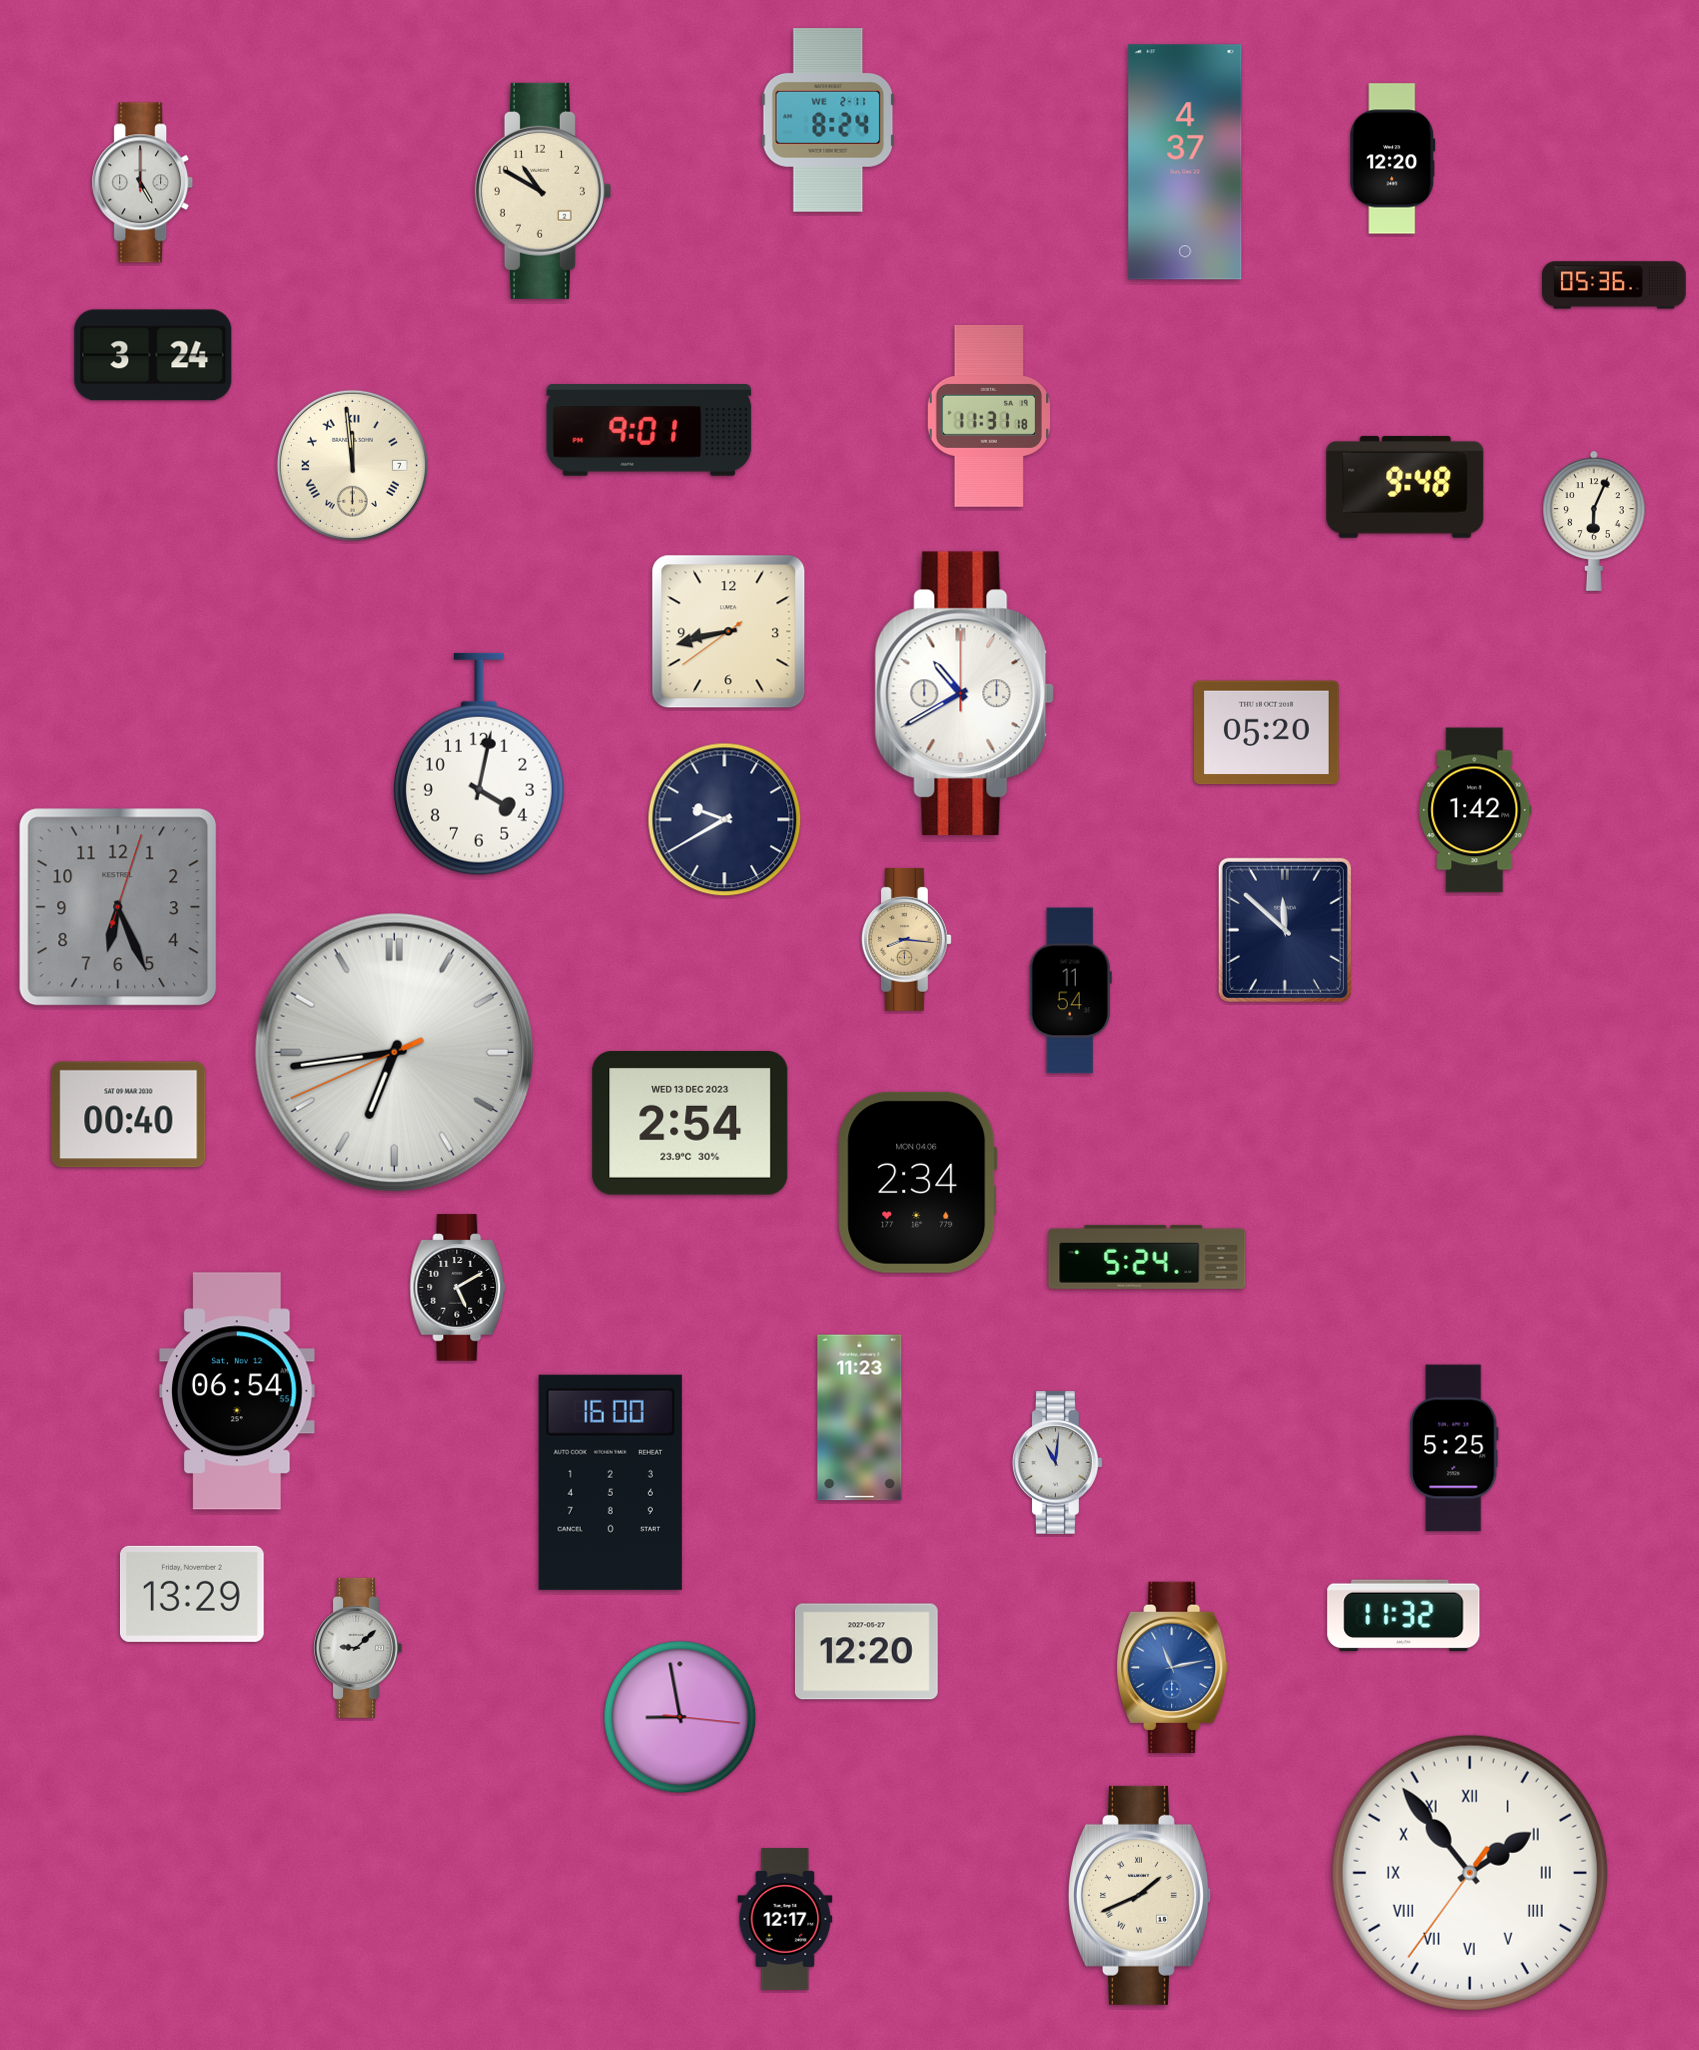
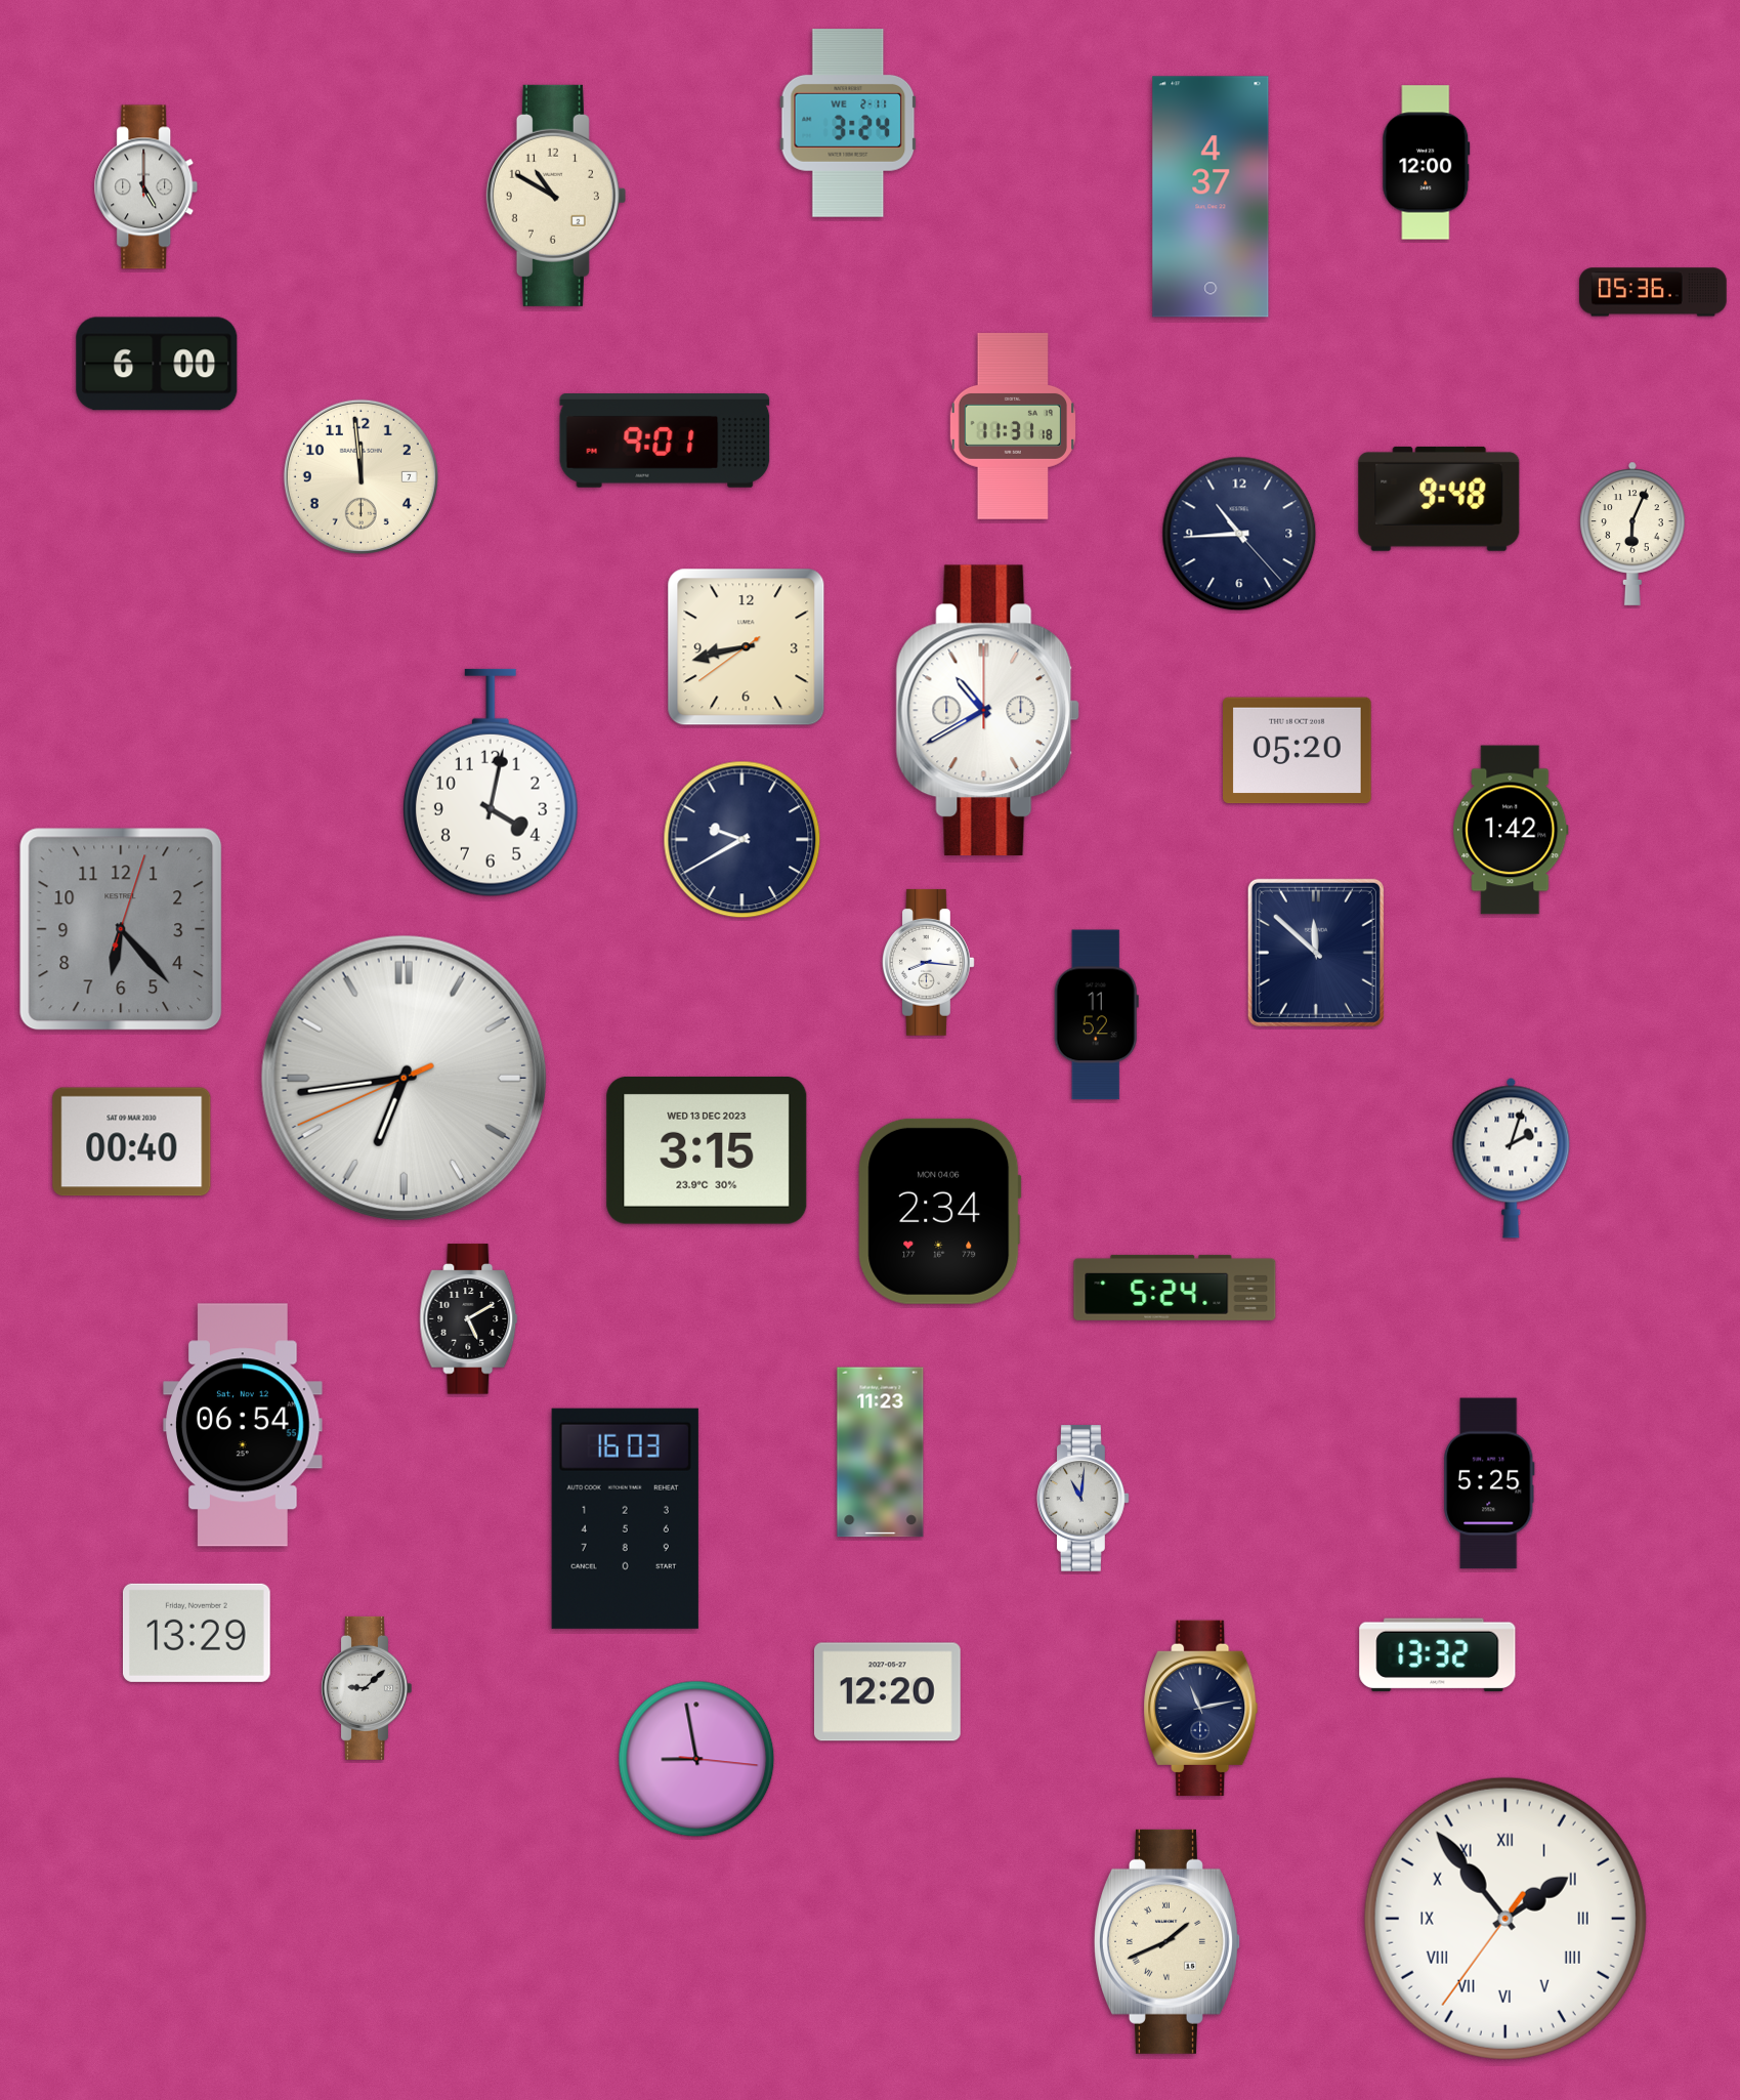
clock at (828, 121): 8:24 -> 3:24
clock at (1393, 159): 12:20 -> 12:00
clock at (1185, 162) position: (1185, 162) -> (1211, 197)
clock at (153, 355): 3:24 -> 6:00
clock at (352, 465) numerals: Roman -> Arabic
clock at (1239, 534): none -> 10:44
clock at (118, 907): 6:26 -> 6:23
clock at (907, 940) dial: champagne -> white
clock at (1070, 991): 11:54 -> 11:52
clock at (690, 1123): 2:54 -> 3:15
clock at (1512, 1158): none -> 2:03
clock at (610, 1482): 16:00 -> 16:03
clock at (1404, 1616): 11:32 -> 13:32
clock at (1173, 1667) dial: blue -> navy
clock at (785, 1920): 12:17 -> none
